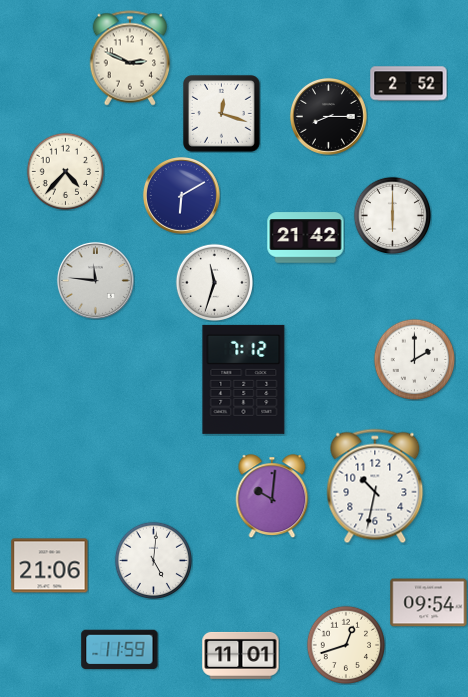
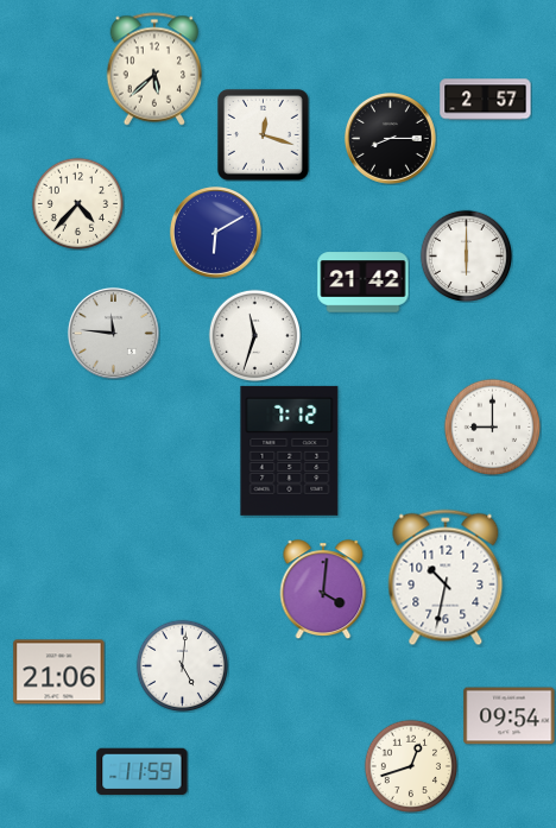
clock at (130, 58): 2:49 -> 5:38
clock at (409, 84): 2:52 -> 2:57
clock at (414, 359): 2:00 -> 9:00
clock at (272, 496): 10:01 -> 4:01
clock at (241, 655): 11:01 -> none
